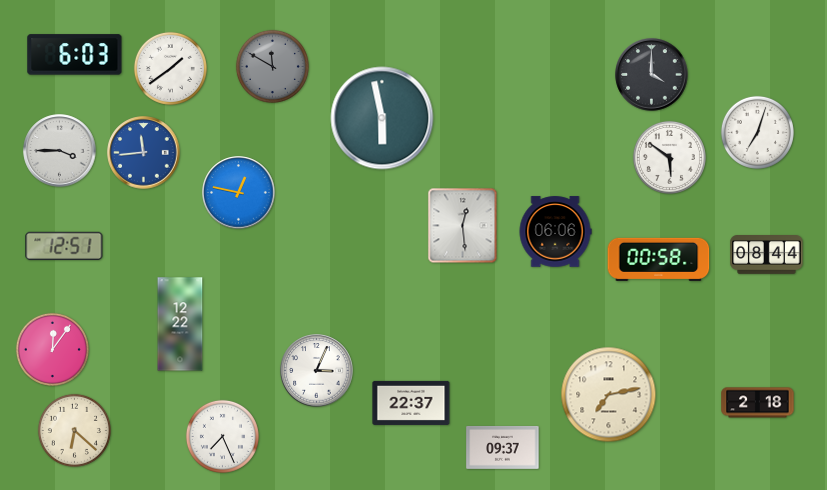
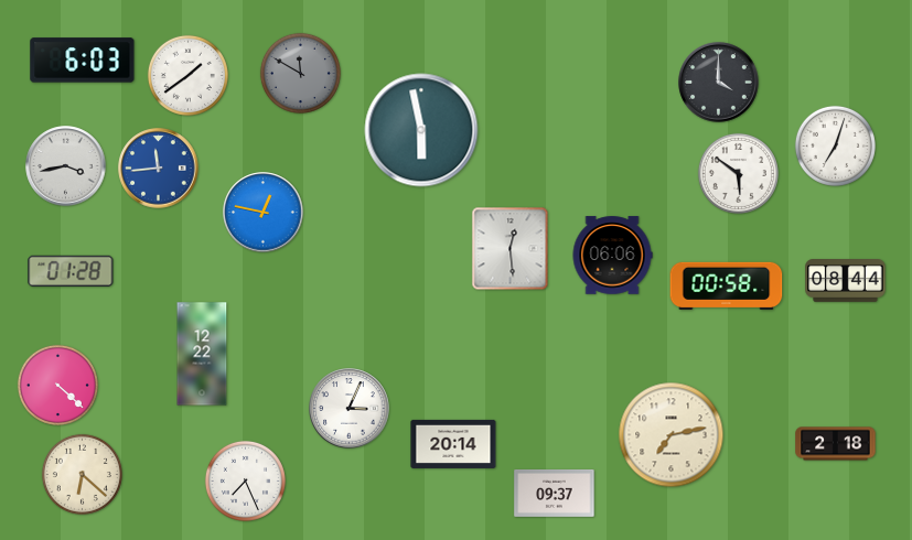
clock at (60, 151): 3:45 -> 3:43
clock at (64, 246): 12:51 -> 01:28
clock at (180, 324) position: (180, 324) -> (202, 354)
clock at (52, 349): 12:06 -> 4:22
clock at (411, 403): 22:37 -> 20:14
